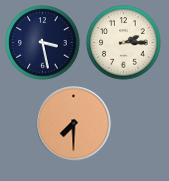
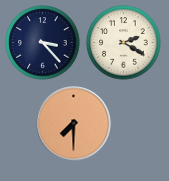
clock at (43, 43): 3:28 -> 3:23
clock at (124, 43): 2:15 -> 2:20
